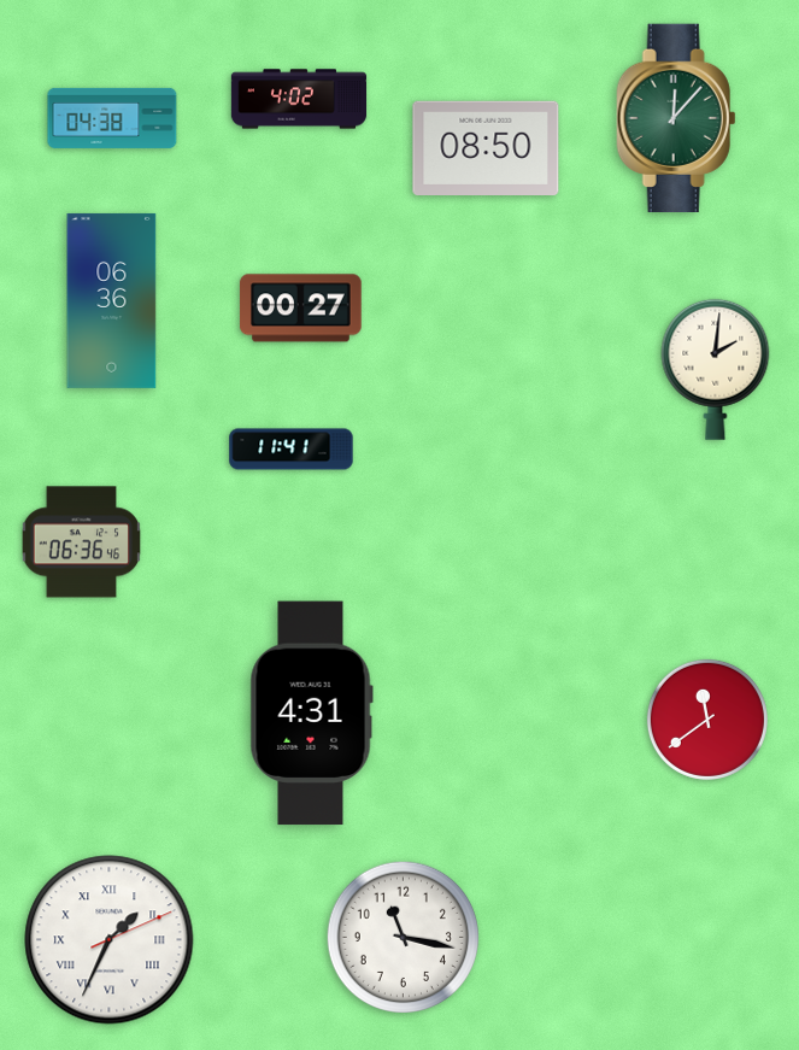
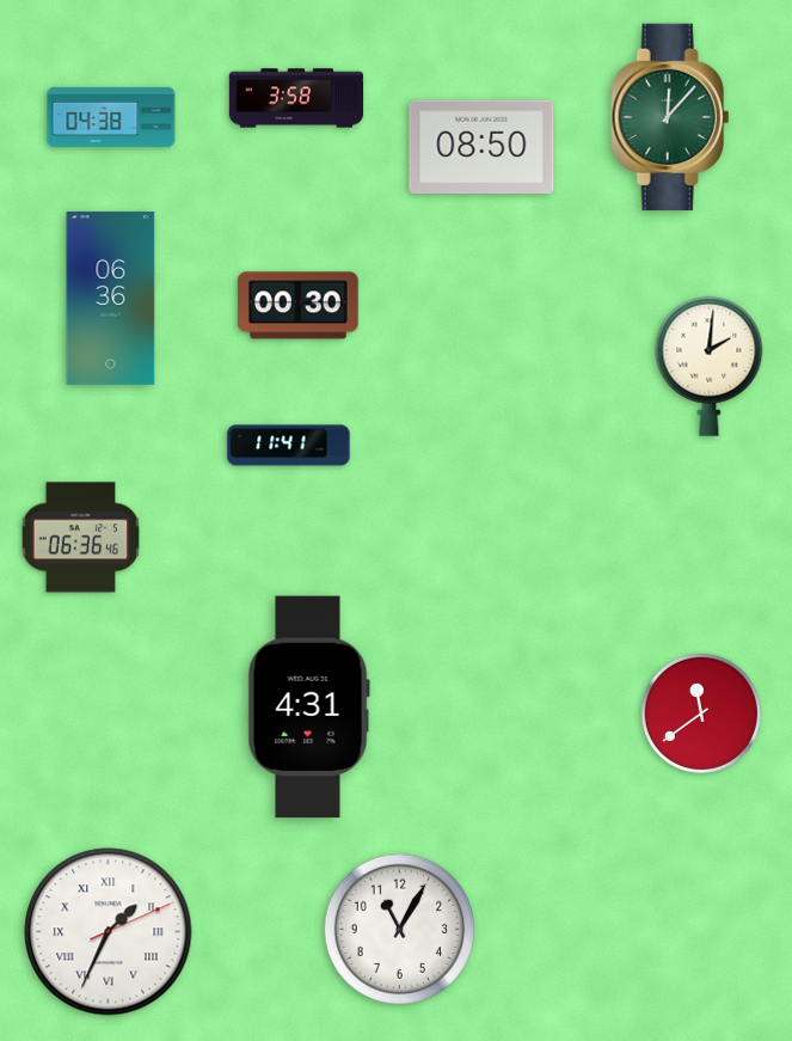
clock at (299, 99): 4:02 -> 3:58
clock at (301, 309): 00:27 -> 00:30
clock at (403, 937): 11:17 -> 11:05
